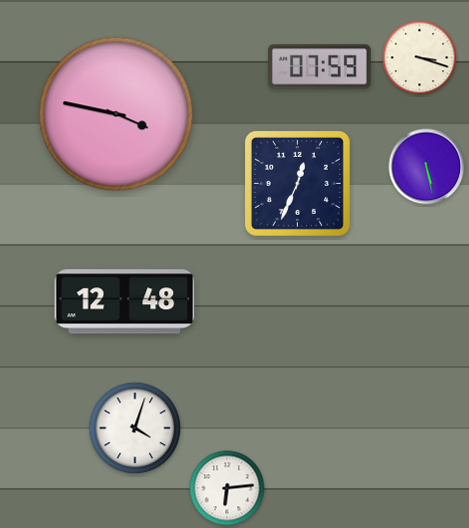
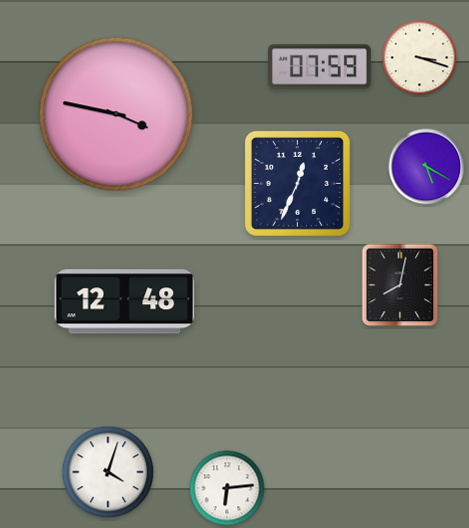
clock at (427, 167): 5:28 -> 5:20
clock at (400, 285): none -> 8:02
clock at (135, 428) position: (135, 428) -> (108, 472)
